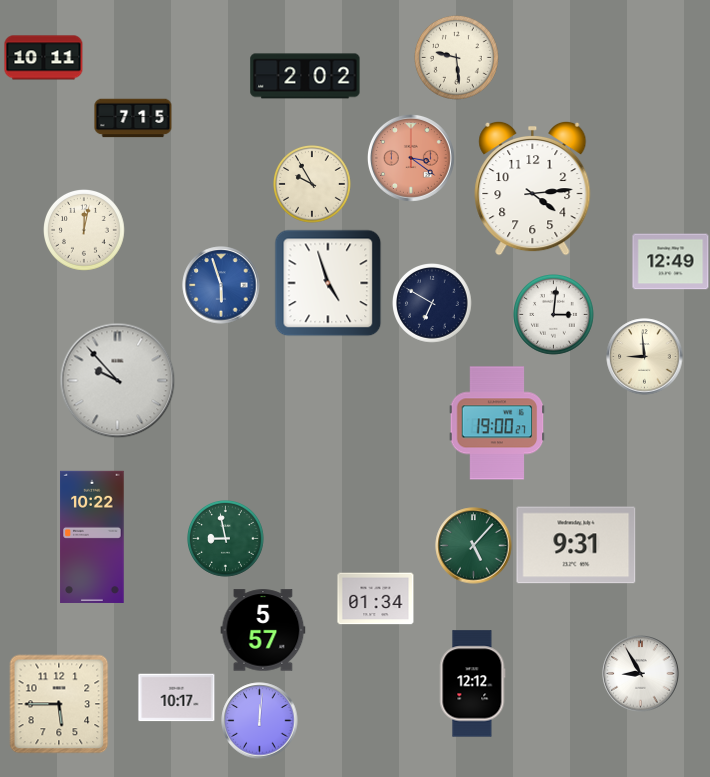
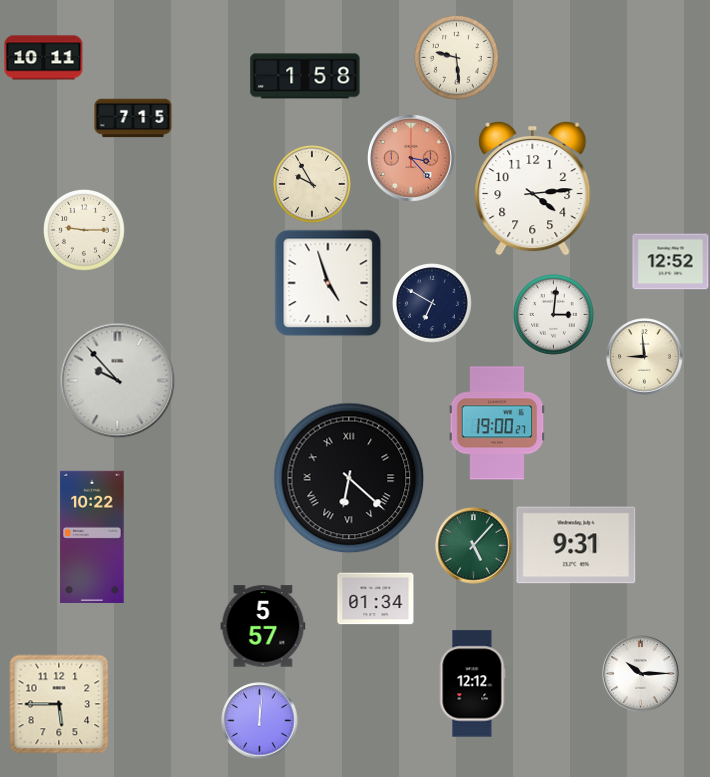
clock at (305, 76): 2:02 -> 1:58
clock at (411, 158): 3:21 -> 3:23
clock at (85, 231): 12:02 -> 9:15
clock at (671, 262): 12:49 -> 12:52
clock at (221, 285): 5:57 -> none
clock at (349, 478): none -> 6:22
clock at (226, 539): 8:58 -> none
clock at (263, 630) position: (263, 630) -> (263, 626)
clock at (641, 674): 8:55 -> 10:15
clock at (177, 698): 10:17 -> none
